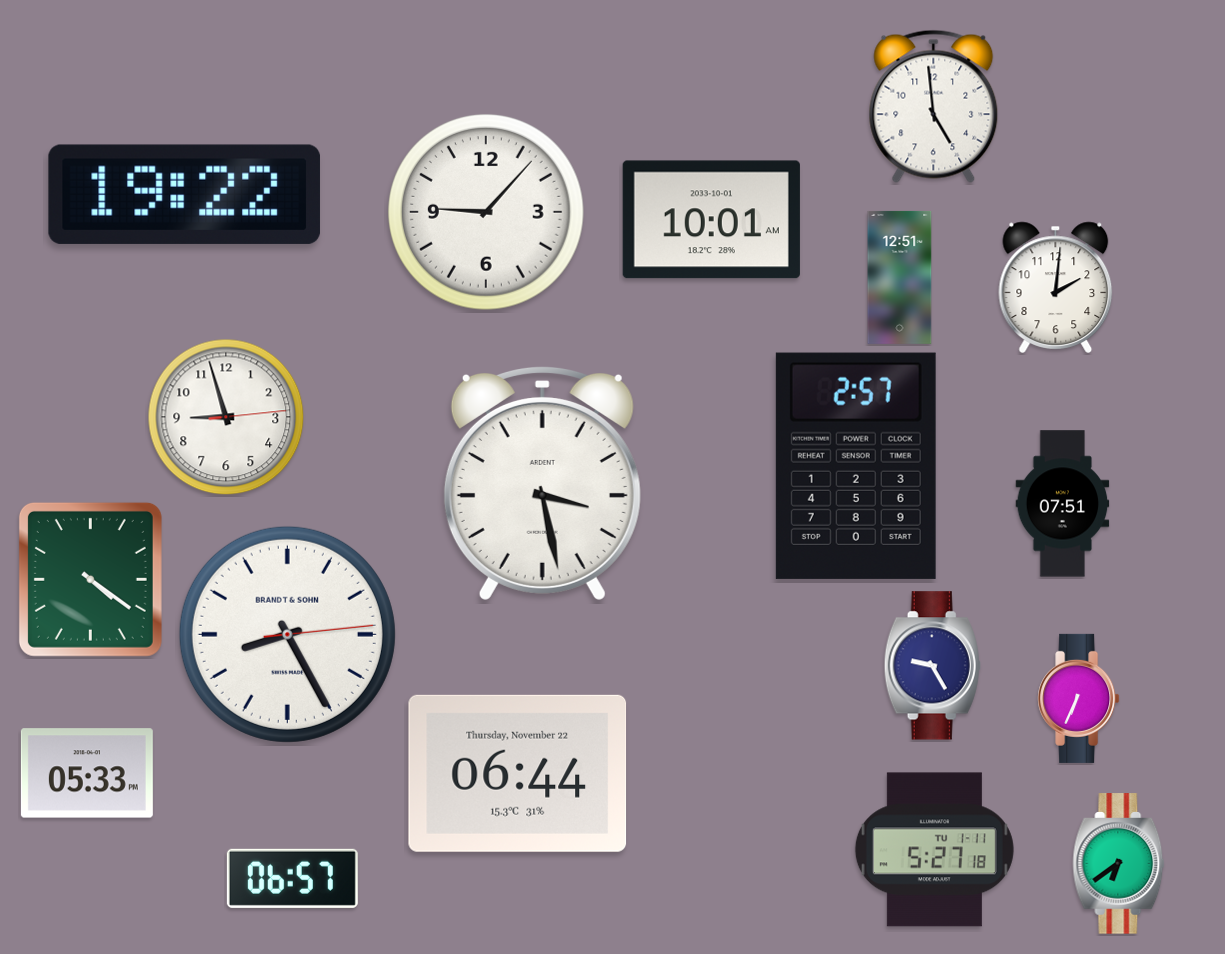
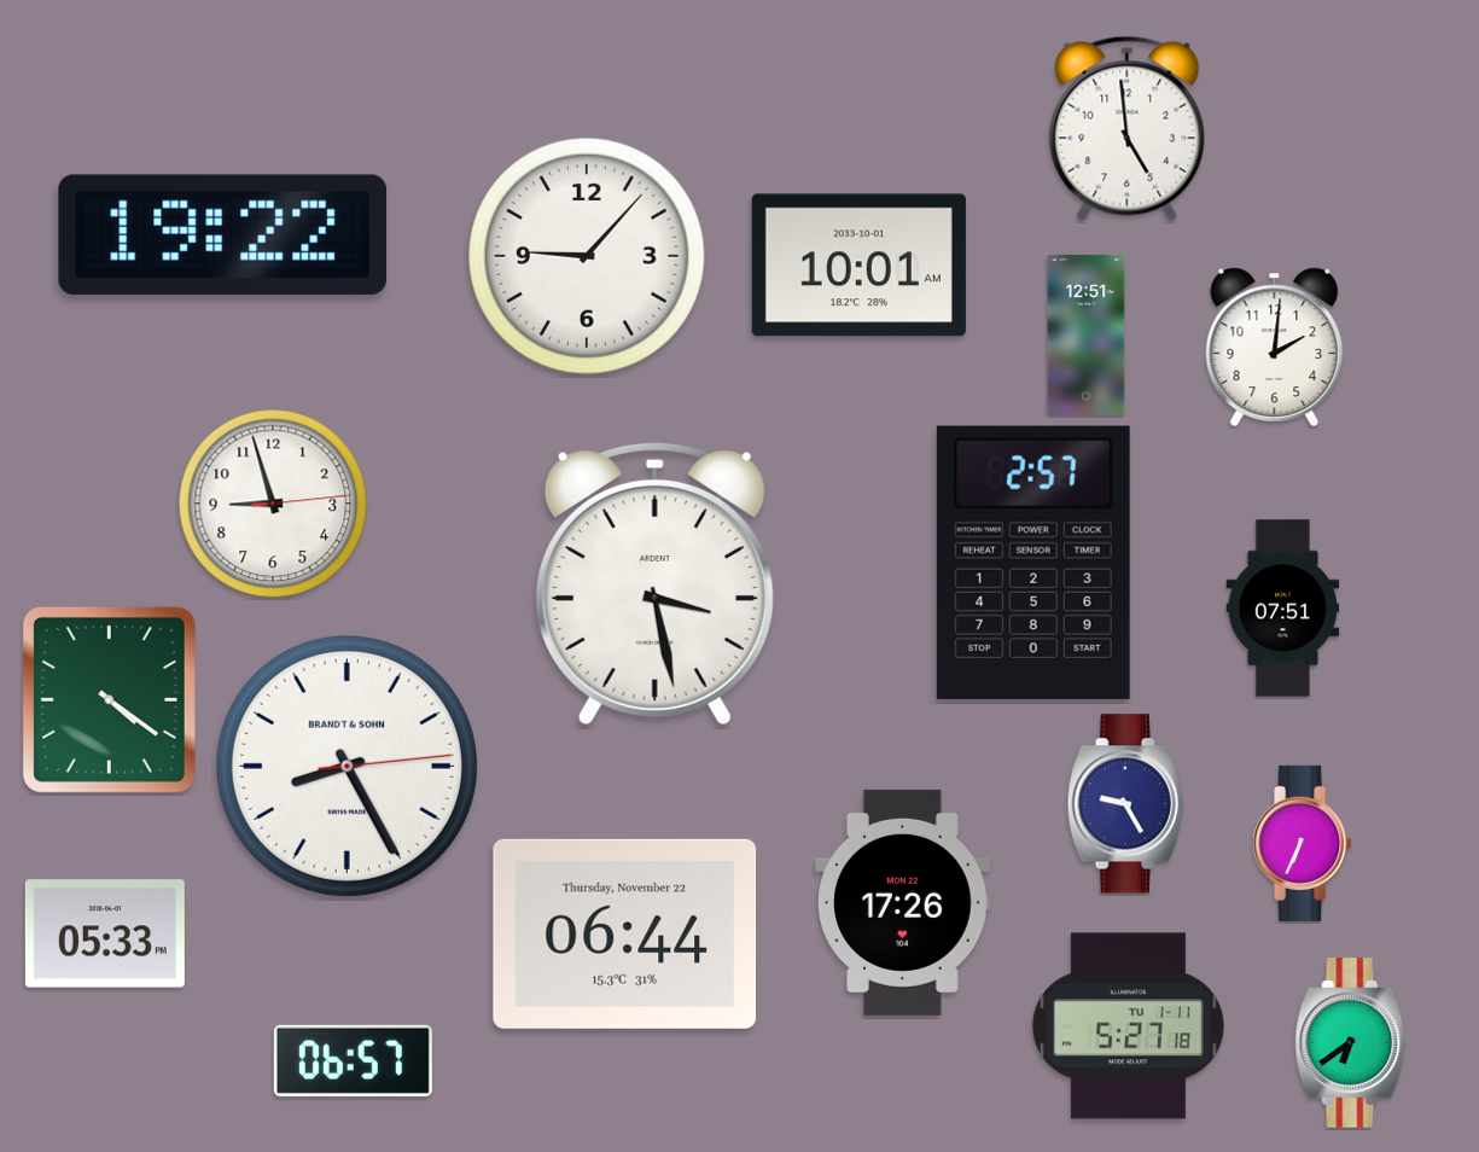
clock at (903, 902): none -> 17:26
